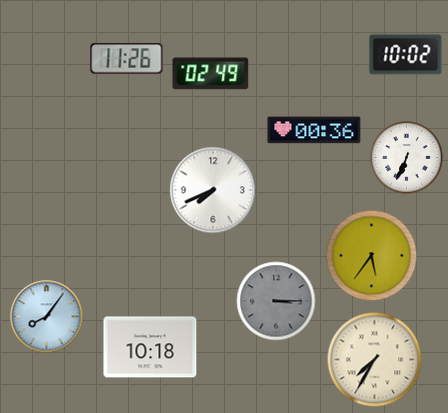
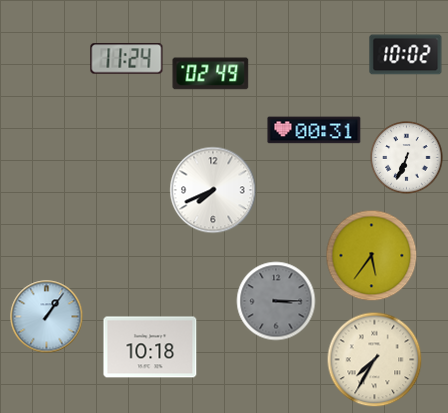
clock at (127, 59): 11:26 -> 11:24
clock at (314, 130): 00:36 -> 00:31
clock at (47, 317): 8:06 -> 1:06
